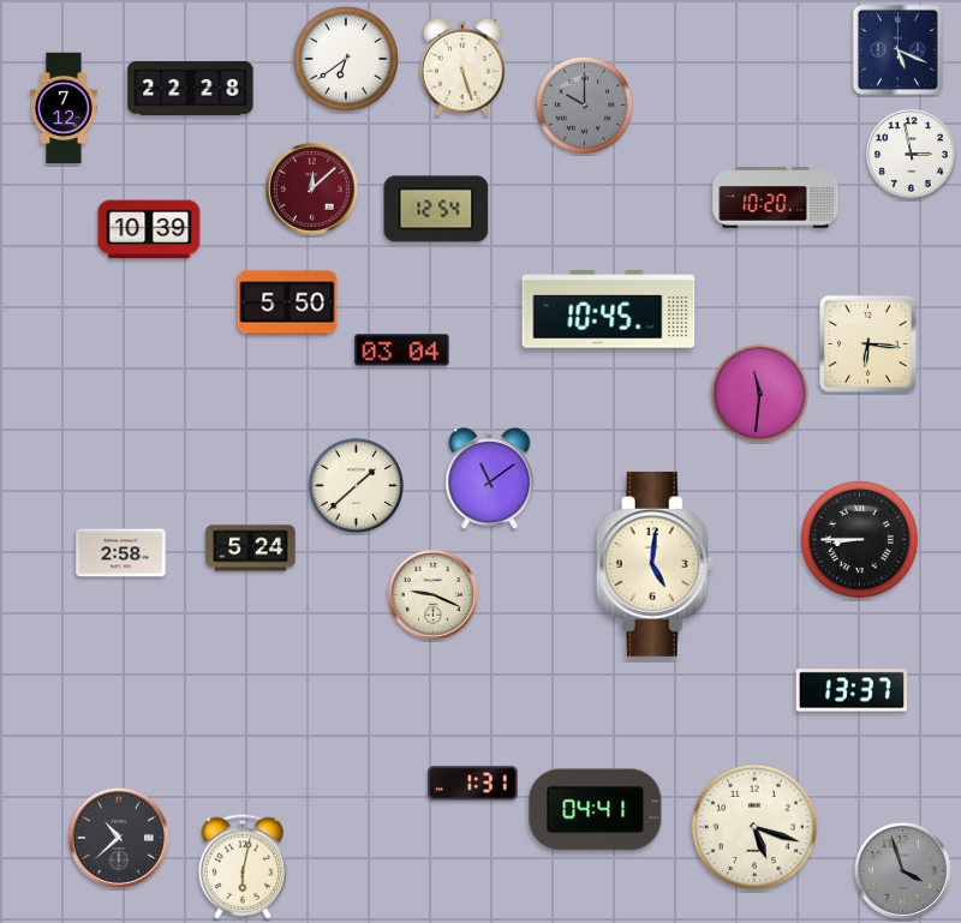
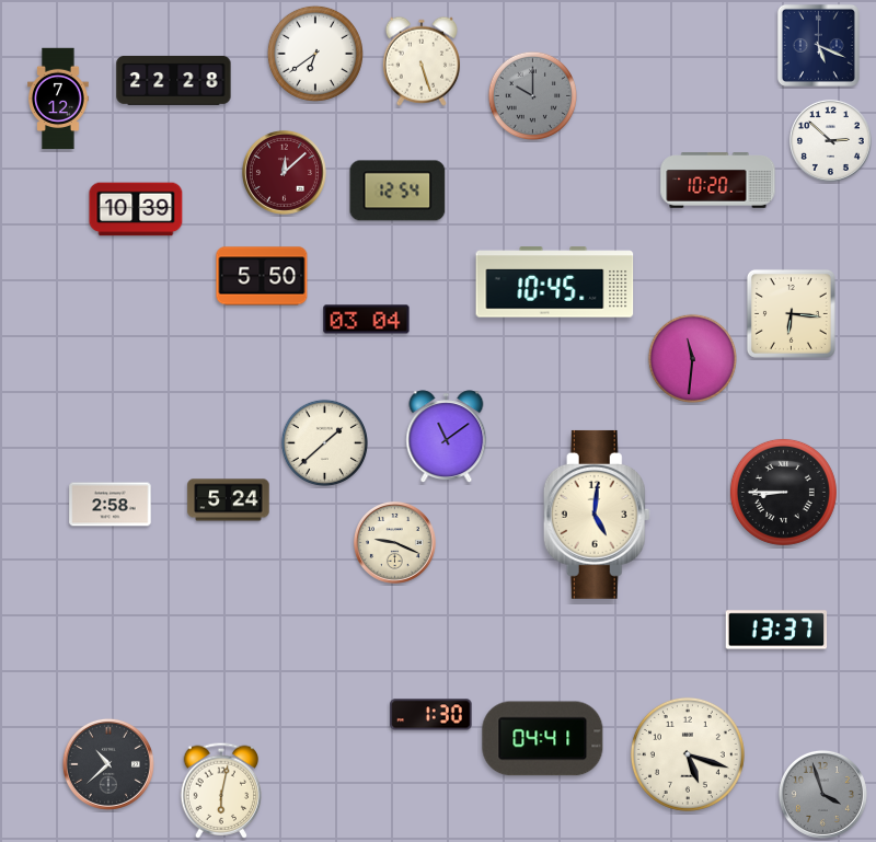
clock at (911, 154): 2:58 -> 2:52
clock at (776, 198) position: (776, 198) -> (718, 181)
clock at (473, 784): 1:31 -> 1:30
